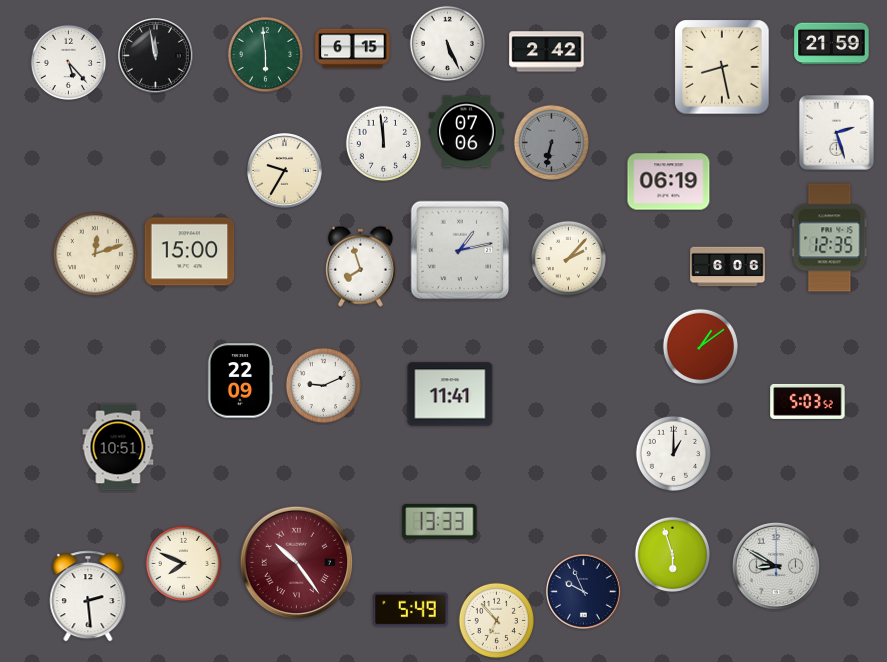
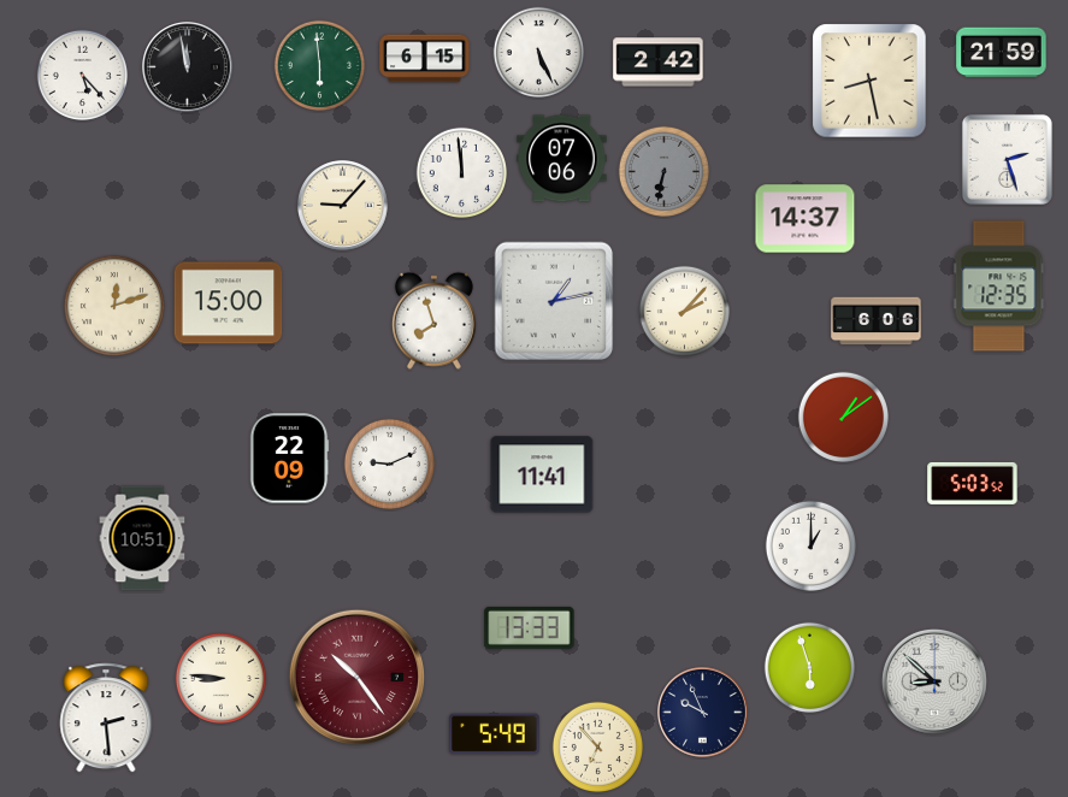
clock at (285, 171): 9:35 -> 9:07
clock at (669, 182): 06:19 -> 14:37
clock at (183, 563): 7:49 -> 8:46
clock at (776, 566): 8:50 -> 8:52
